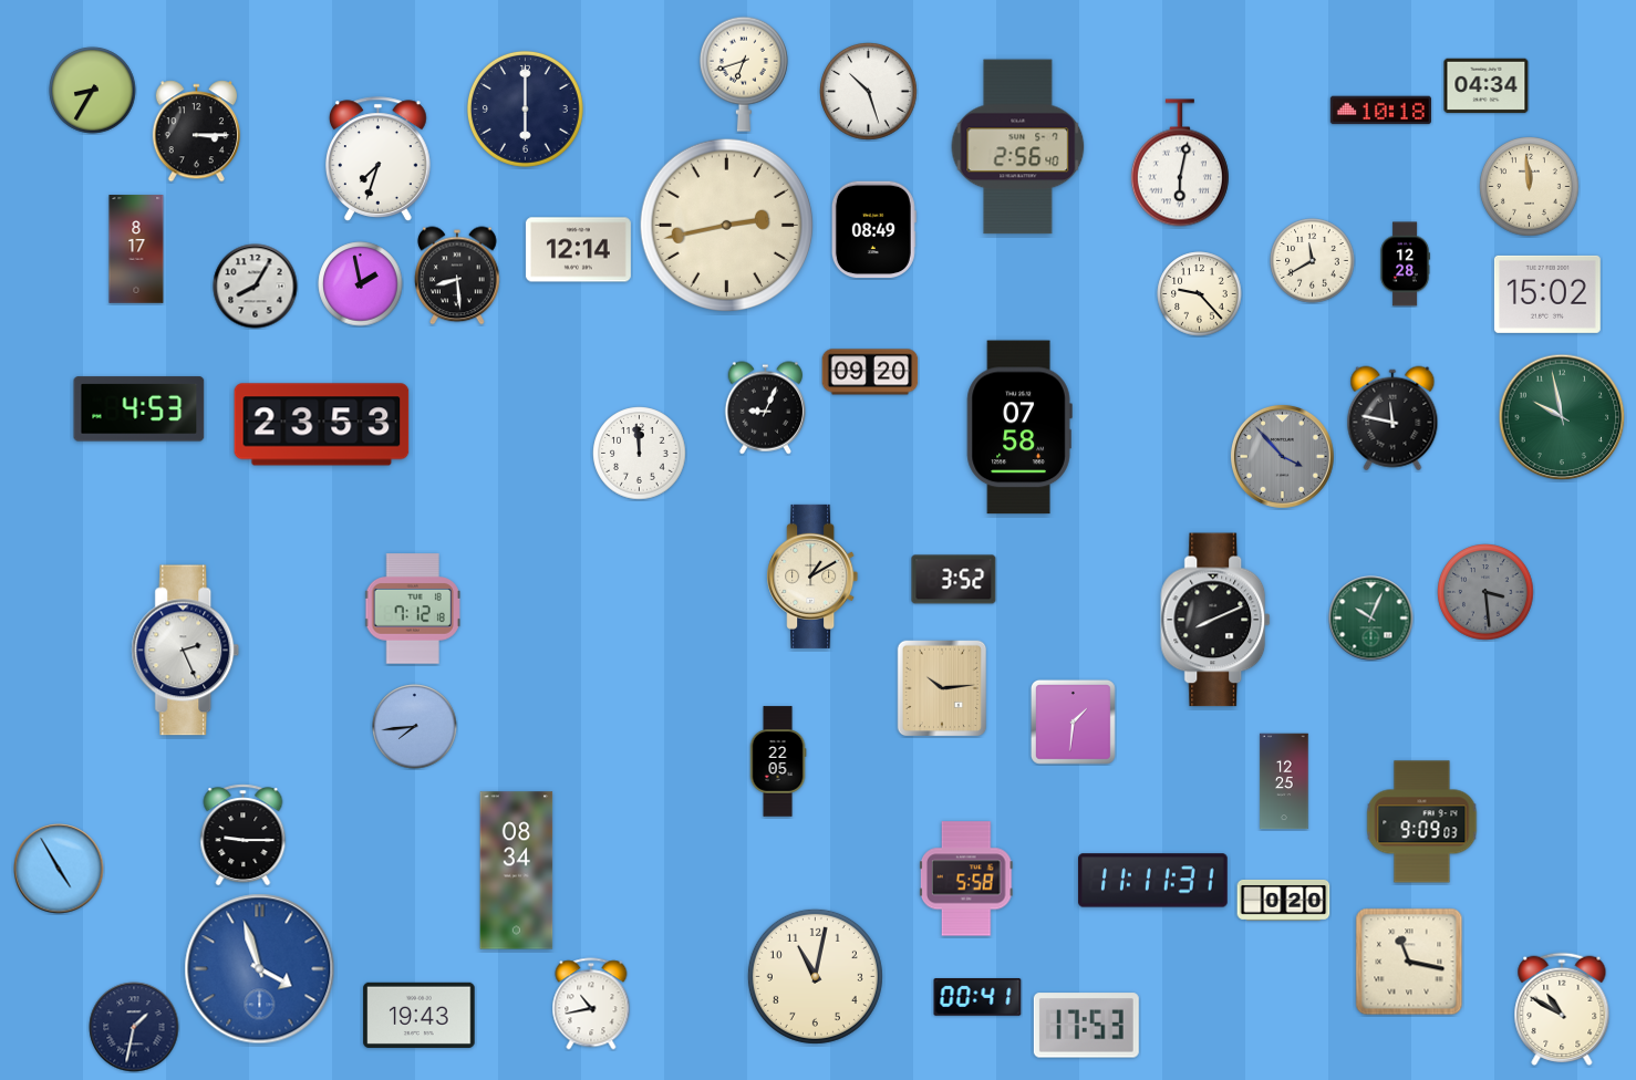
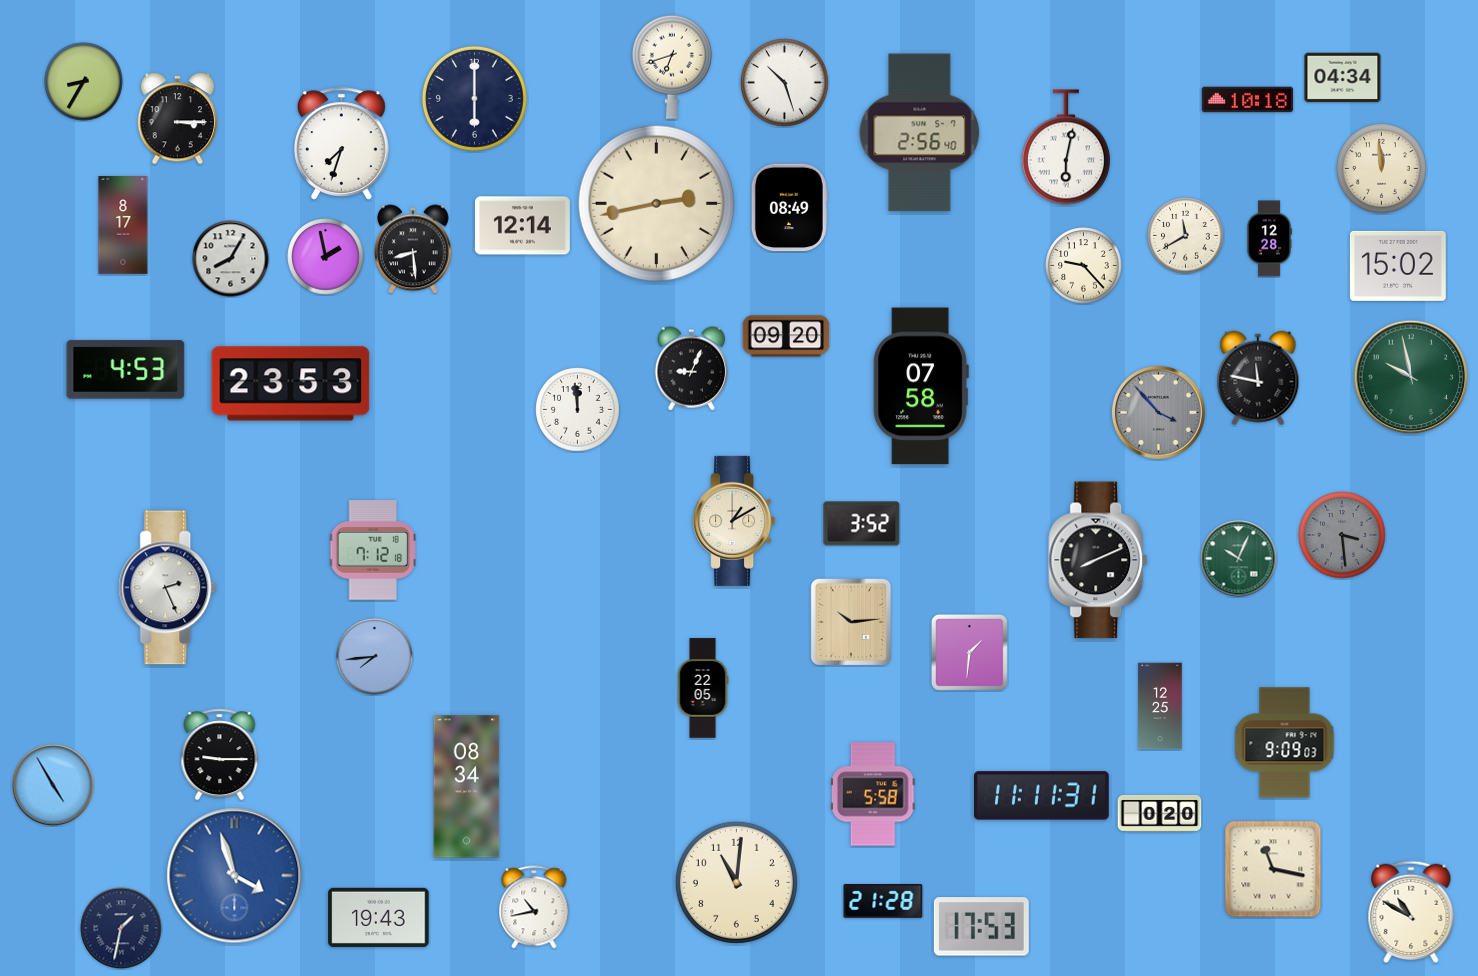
clock at (815, 976): 11:02 -> 11:01
clock at (977, 998): 00:41 -> 21:28
